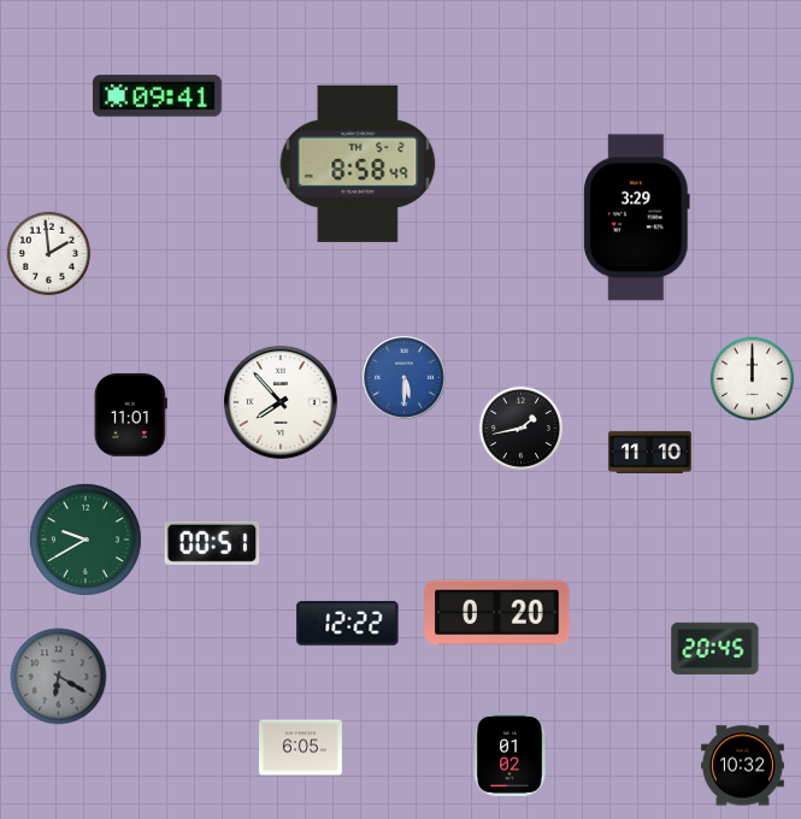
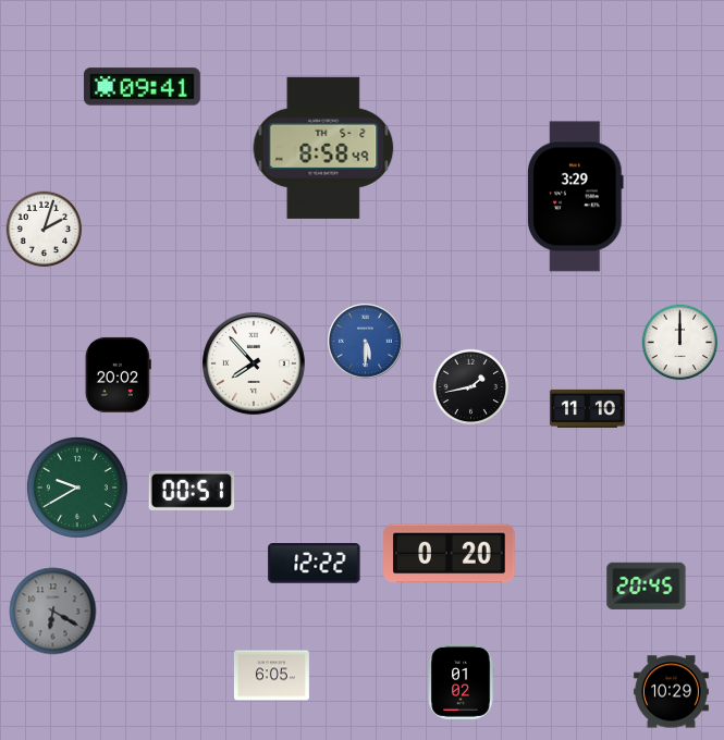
clock at (49, 254): 1:59 -> 2:03
clock at (130, 414): 11:01 -> 20:02
clock at (742, 766): 10:32 -> 10:29
